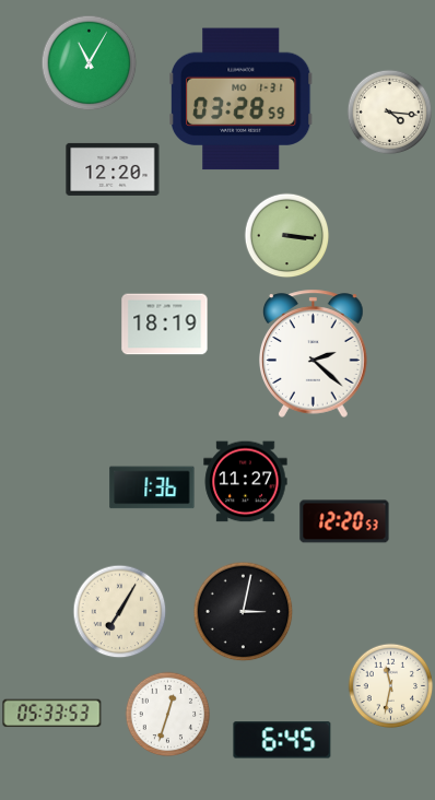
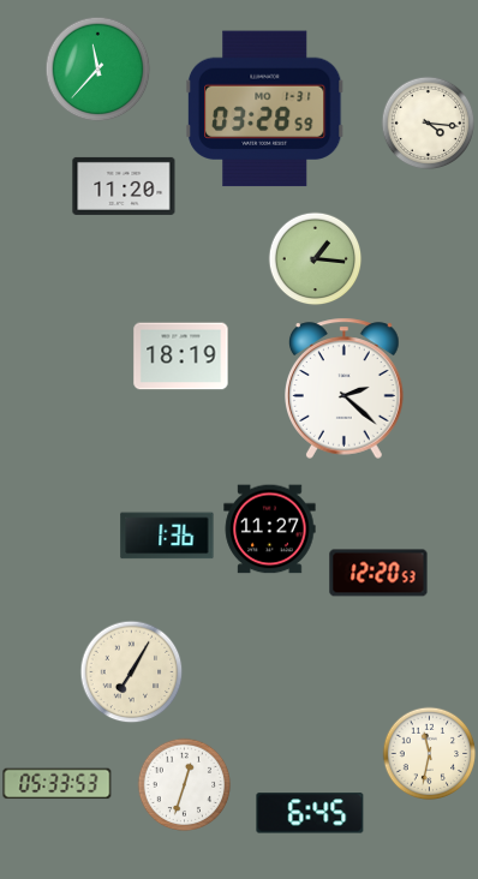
clock at (89, 62): 11:05 -> 11:37
clock at (113, 169): 12:20 -> 11:20
clock at (286, 235): 3:16 -> 1:16
clock at (243, 611): 3:02 -> none
